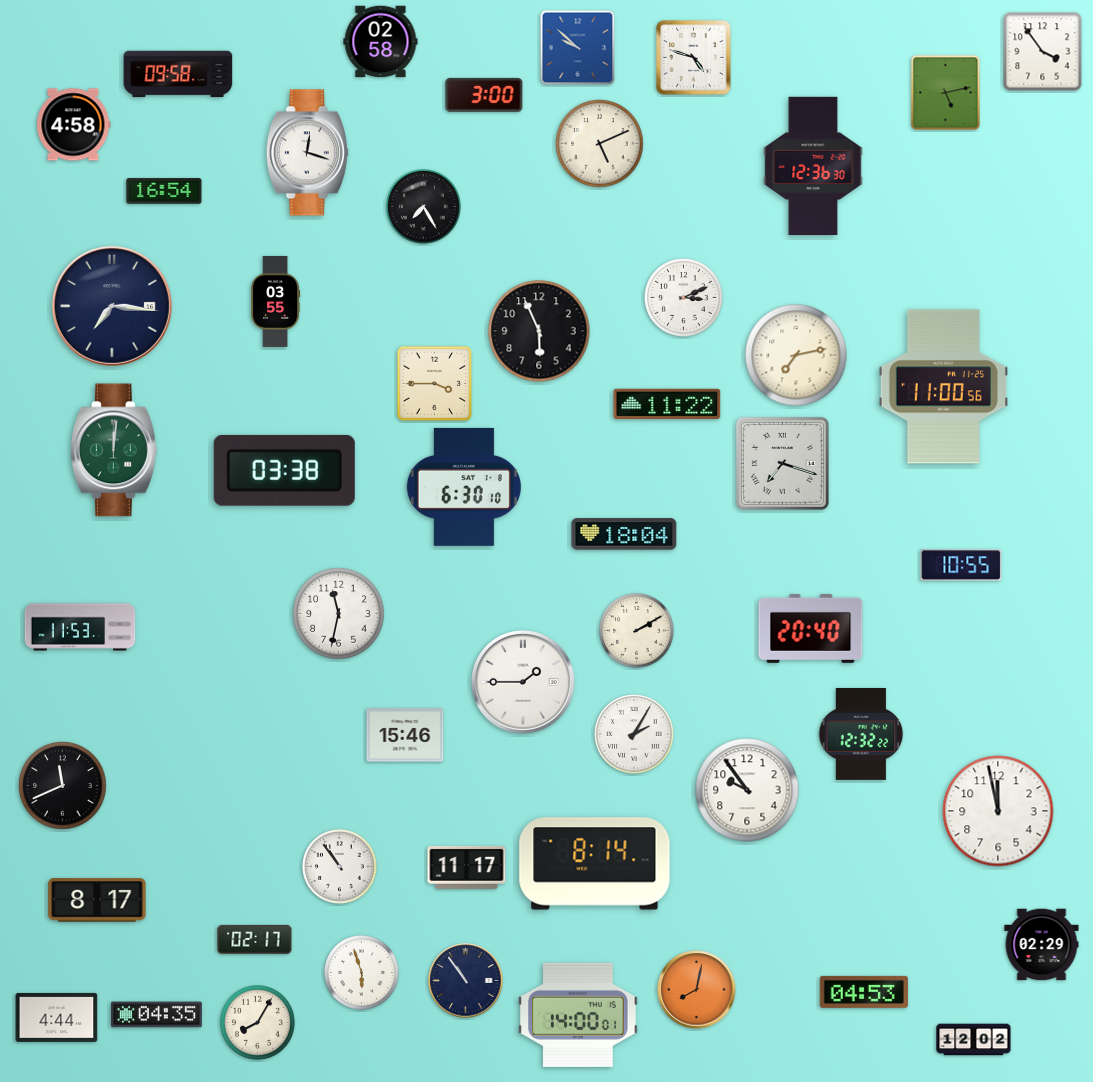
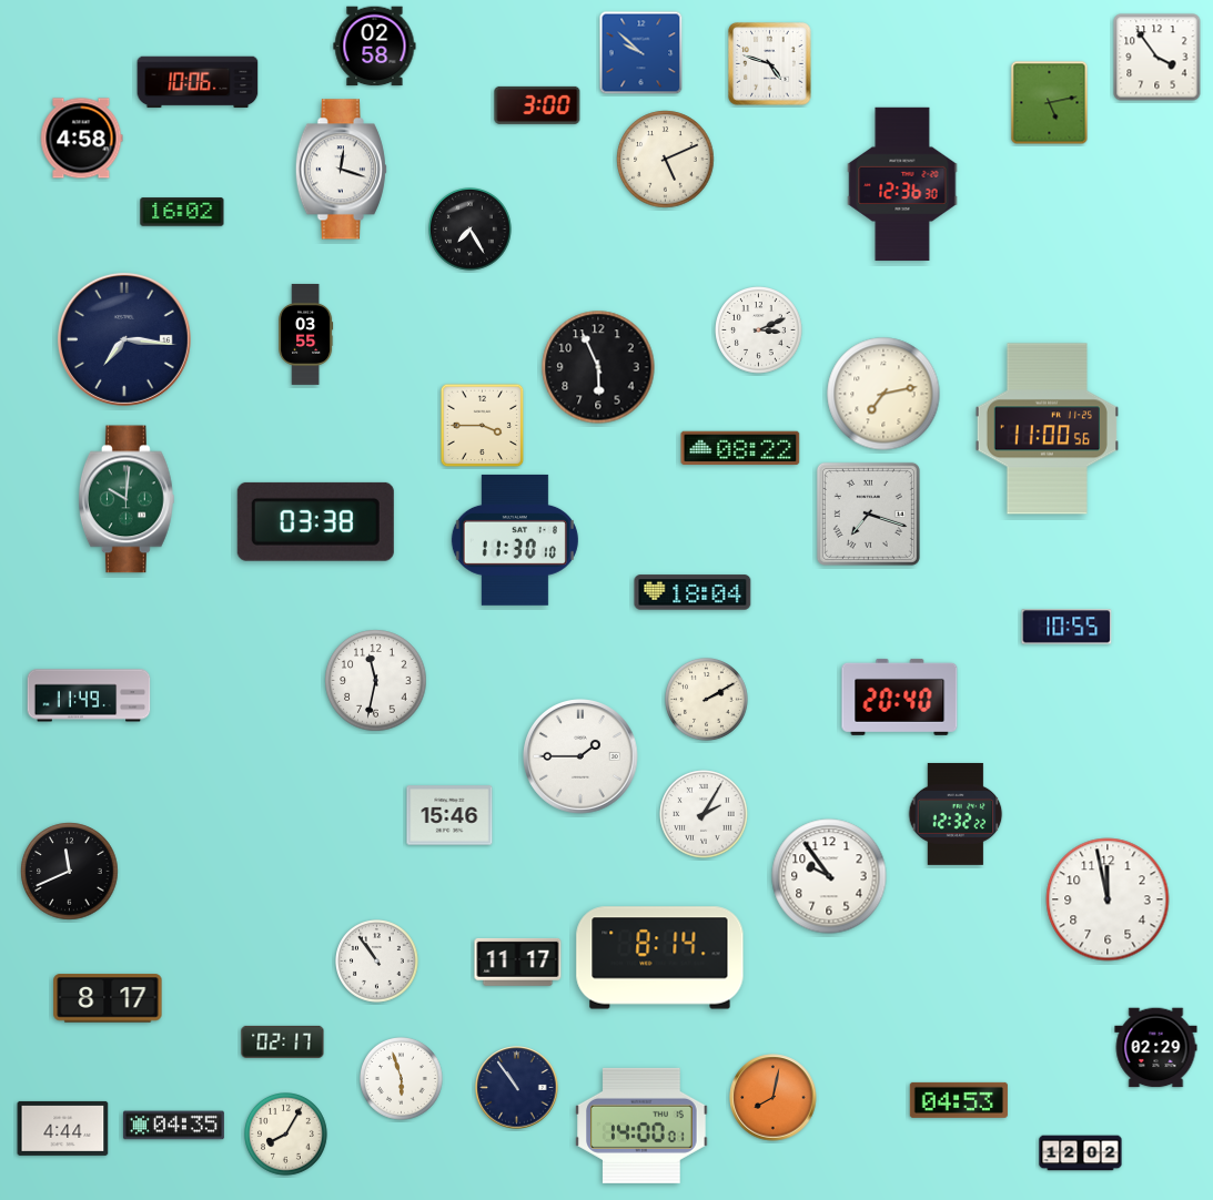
clock at (381, 42) position: (381, 42) -> (375, 47)
clock at (178, 74): 09:58 -> 10:06
clock at (164, 191): 16:54 -> 16:02
clock at (667, 404): 11:22 -> 08:22
clock at (114, 450): 12:01 -> 10:01
clock at (464, 487): 6:30 -> 11:30
clock at (80, 627): 11:53 -> 11:49
